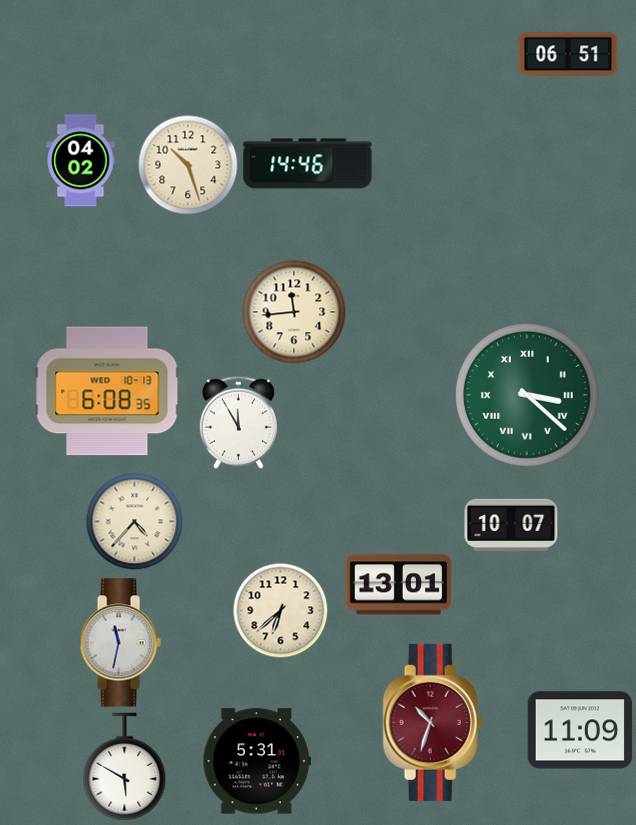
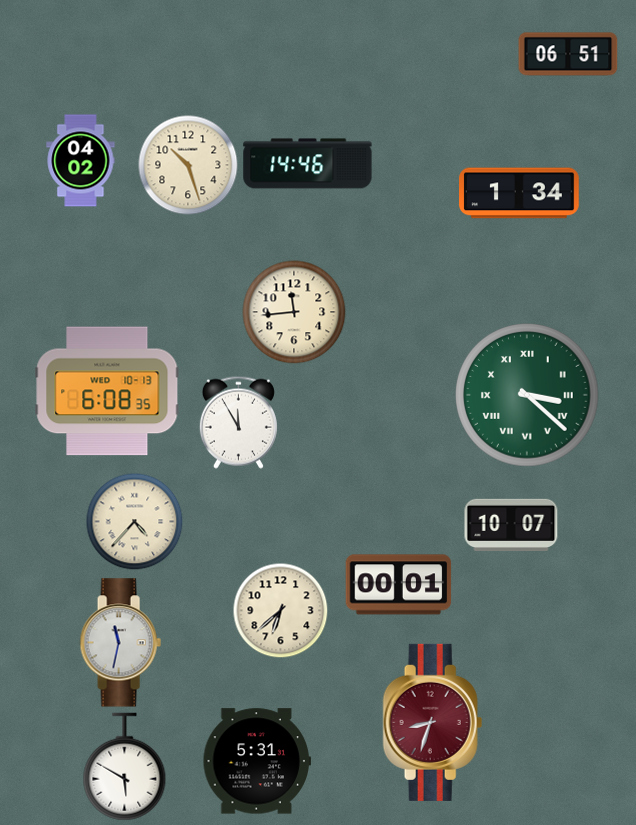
clock at (519, 193): none -> 1:34
clock at (399, 585): 13:01 -> 00:01
clock at (433, 722): 10:33 -> 8:33
clock at (580, 730): 11:09 -> none
